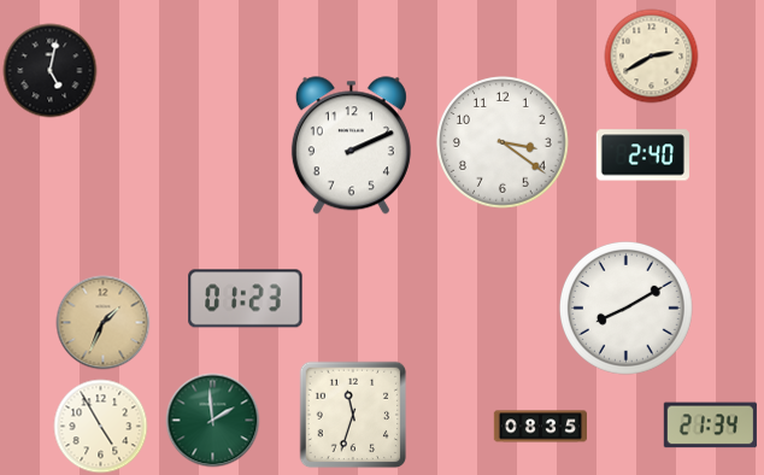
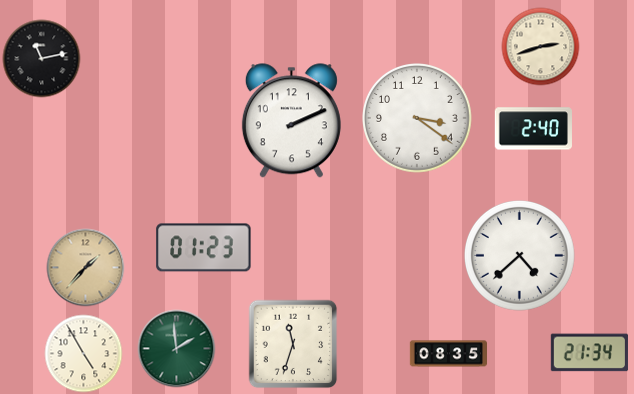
clock at (651, 55): 2:40 -> 2:42
clock at (49, 70): 5:02 -> 11:13
clock at (625, 307): 8:10 -> 4:38
clock at (102, 322): 1:34 -> 1:37
